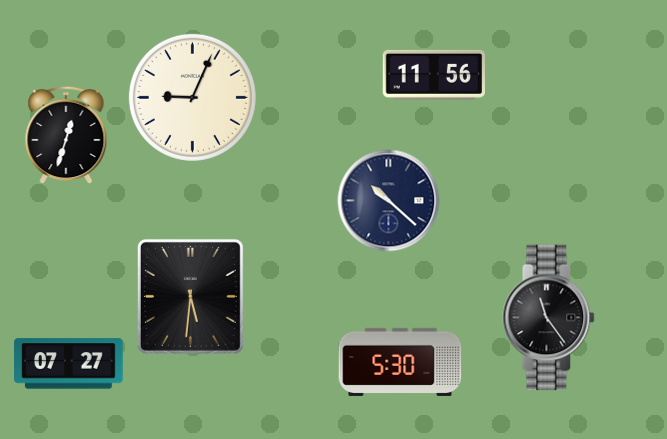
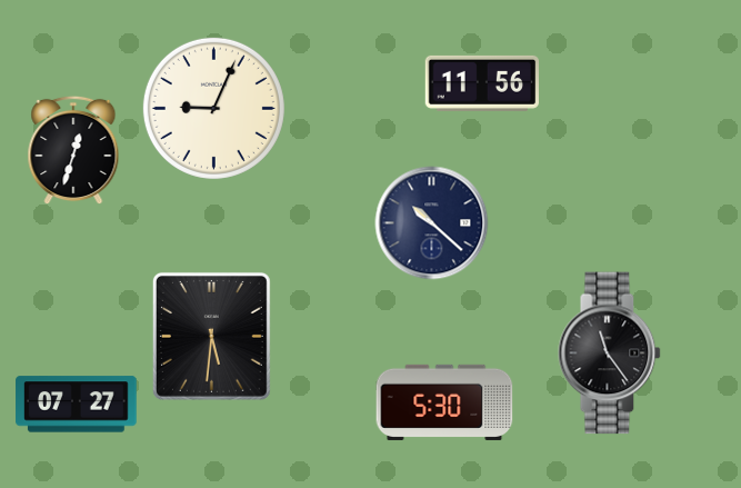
clock at (190, 296) position: (190, 296) -> (211, 336)
